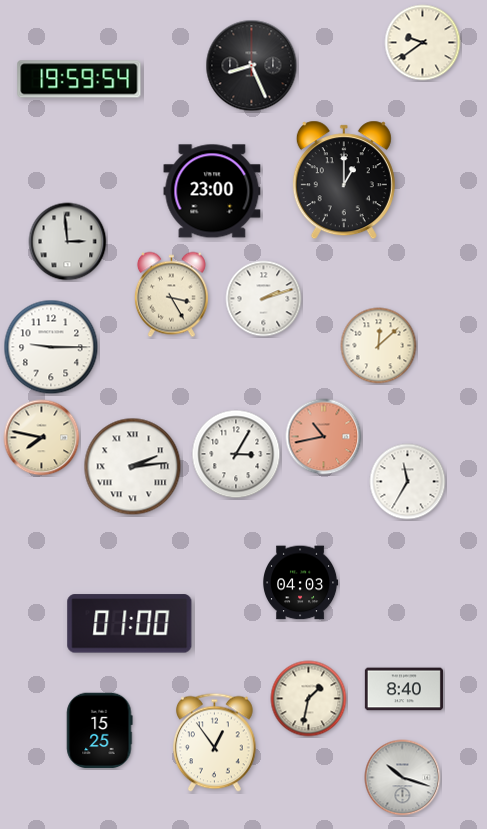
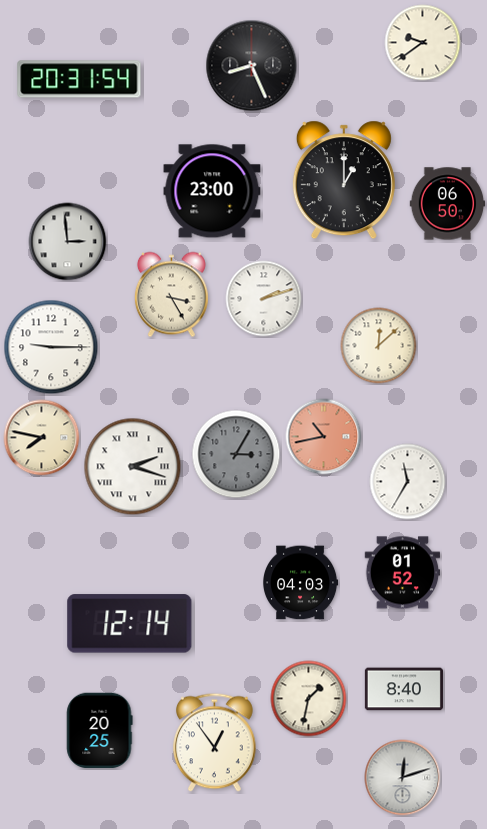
clock at (79, 79): 19:59 -> 20:31
clock at (448, 204): none -> 06:50
clock at (236, 454) dial: white -> grey
clock at (133, 467): 2:14 -> 2:18
clock at (403, 573): none -> 01:52
clock at (130, 624): 01:00 -> 12:14
clock at (100, 731): 15:25 -> 20:25
clock at (403, 778): 10:18 -> 12:12
